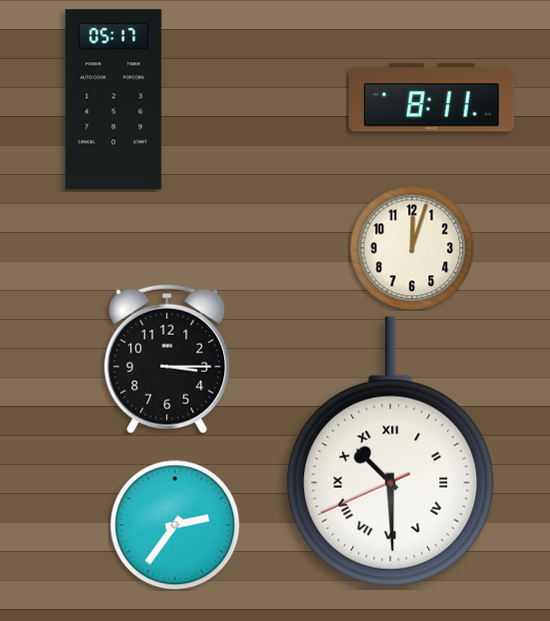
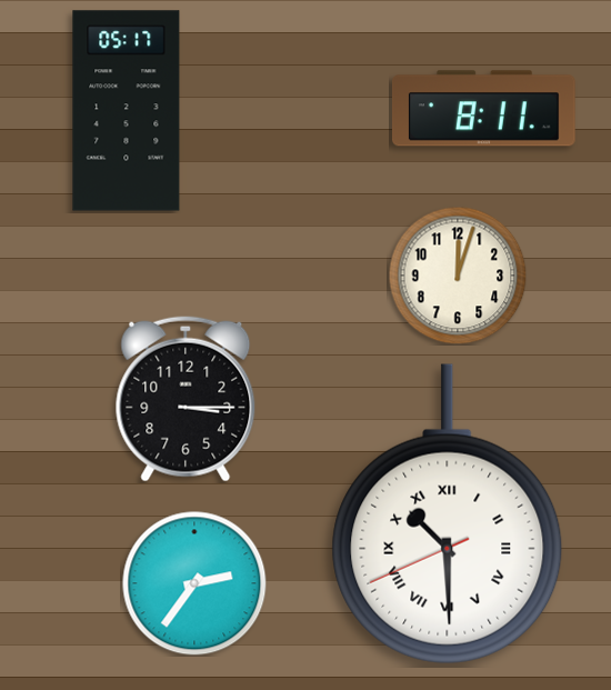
clock at (431, 98) position: (431, 98) -> (483, 109)
clock at (391, 452) position: (391, 452) -> (448, 514)
